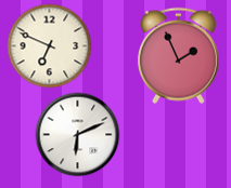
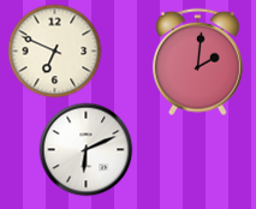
clock at (178, 55): 1:56 -> 2:01
